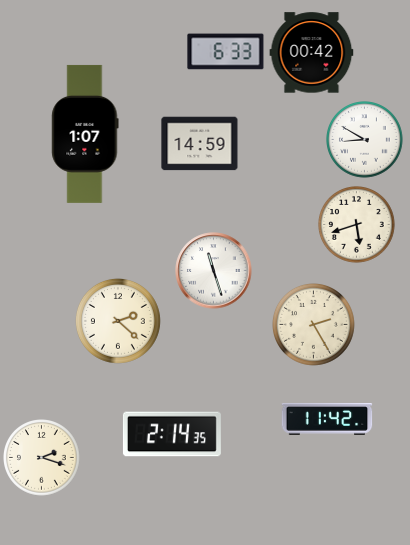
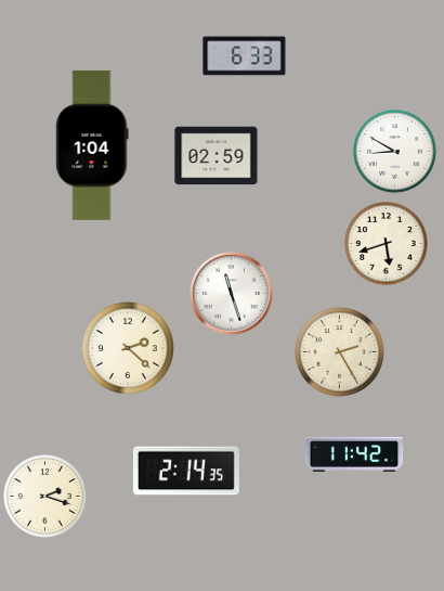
clock at (312, 53): 00:42 -> none
clock at (85, 134): 1:07 -> 1:04
clock at (200, 144): 14:59 -> 02:59
